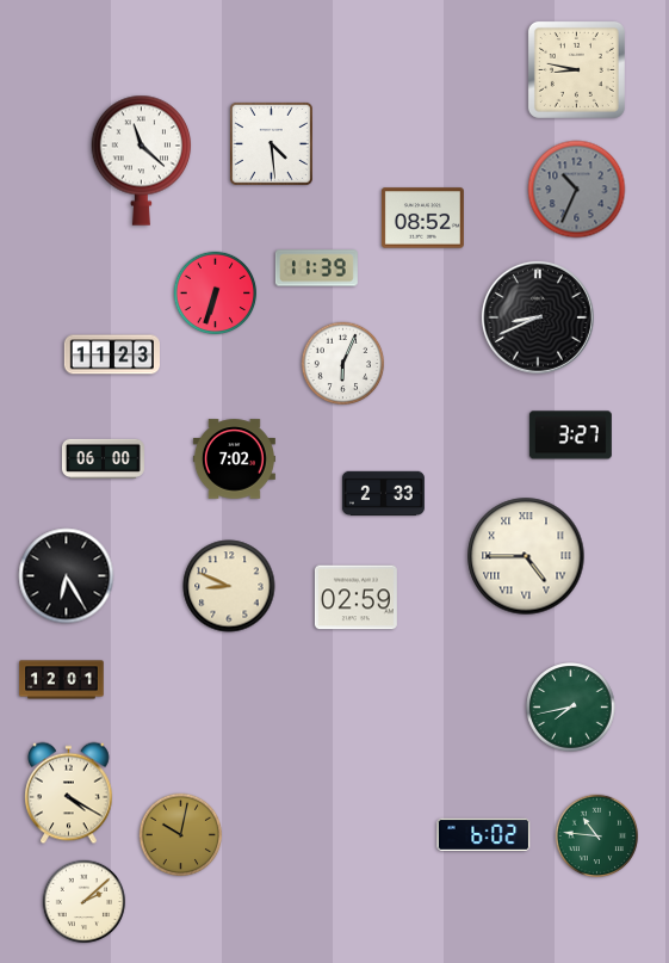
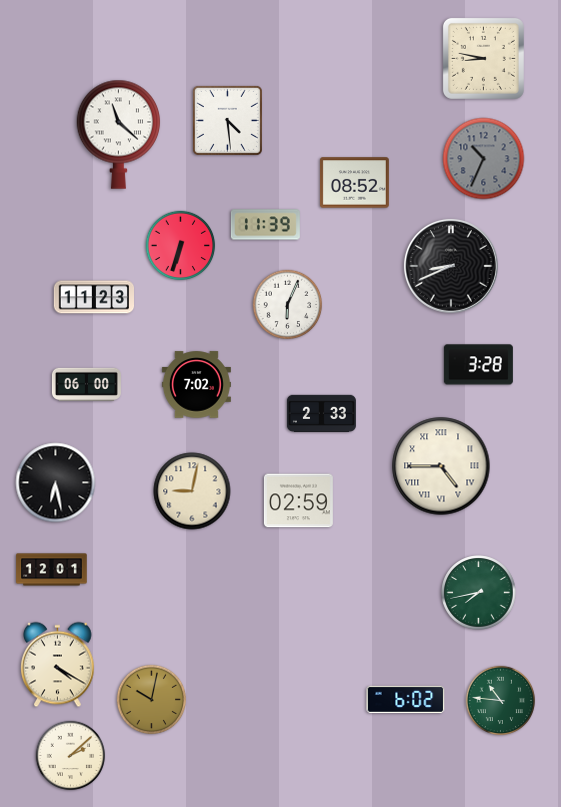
clock at (570, 436): 3:27 -> 3:28
clock at (67, 576): 6:25 -> 6:28
clock at (229, 586): 8:49 -> 9:02
